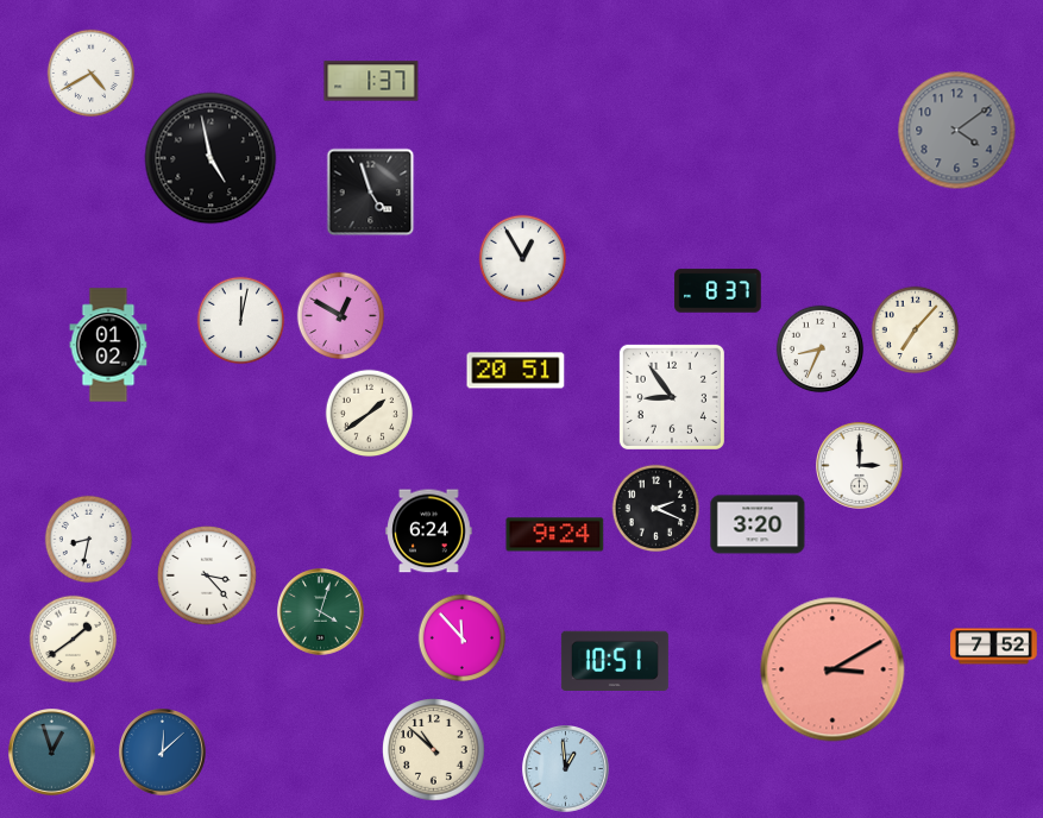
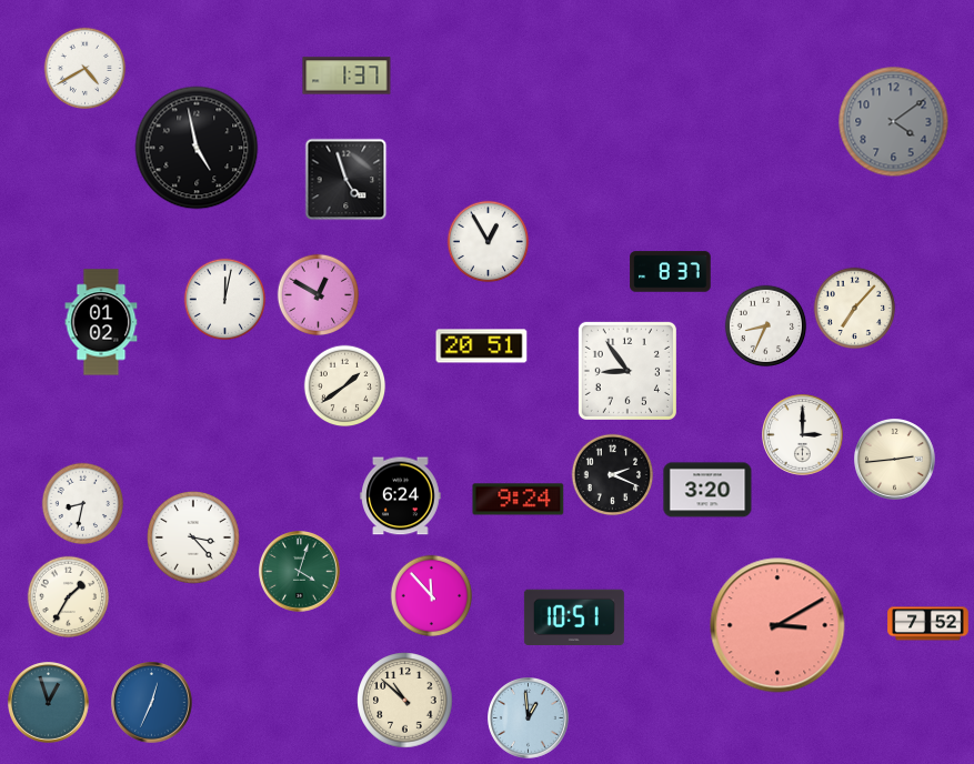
clock at (895, 460): none -> 2:44
clock at (74, 640): 1:39 -> 1:35
clock at (994, 647) position: (994, 647) -> (928, 624)
clock at (163, 753): 12:08 -> 12:34
